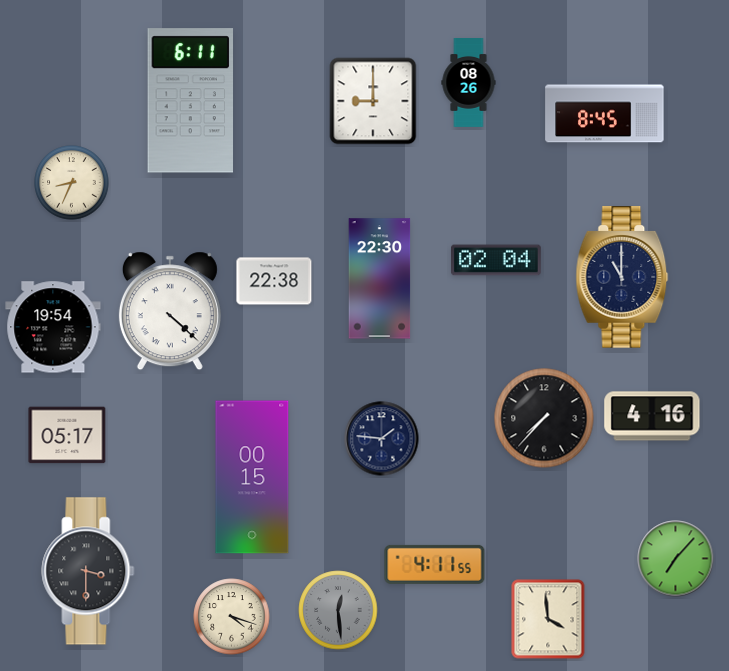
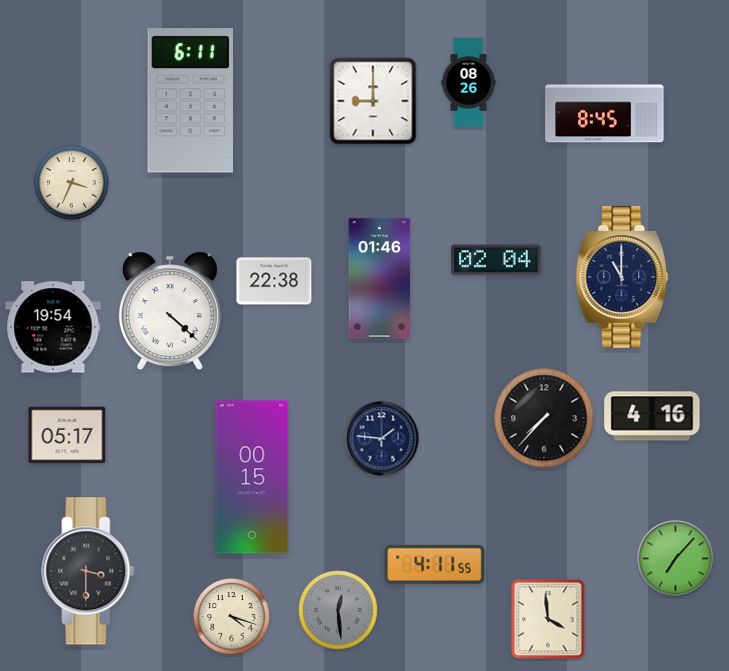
clock at (72, 183): 8:34 -> 3:34
clock at (380, 279): 22:30 -> 01:46
